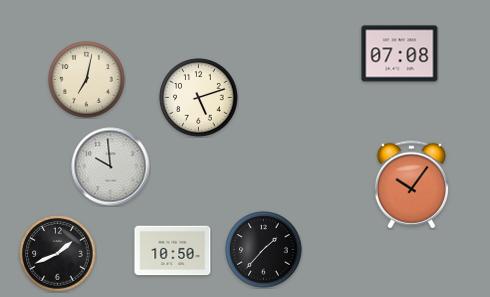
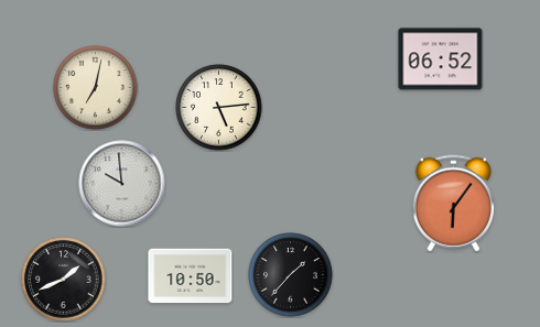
clock at (400, 54): 07:08 -> 06:52
clock at (199, 98): 5:12 -> 5:14
clock at (411, 185): 10:06 -> 6:06
